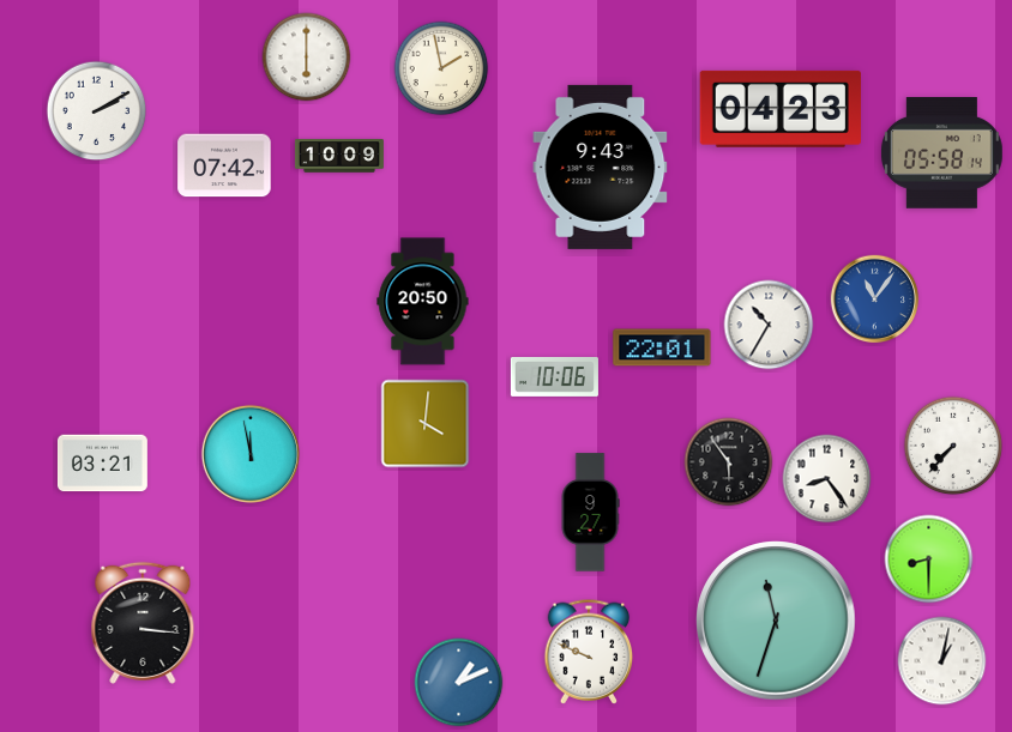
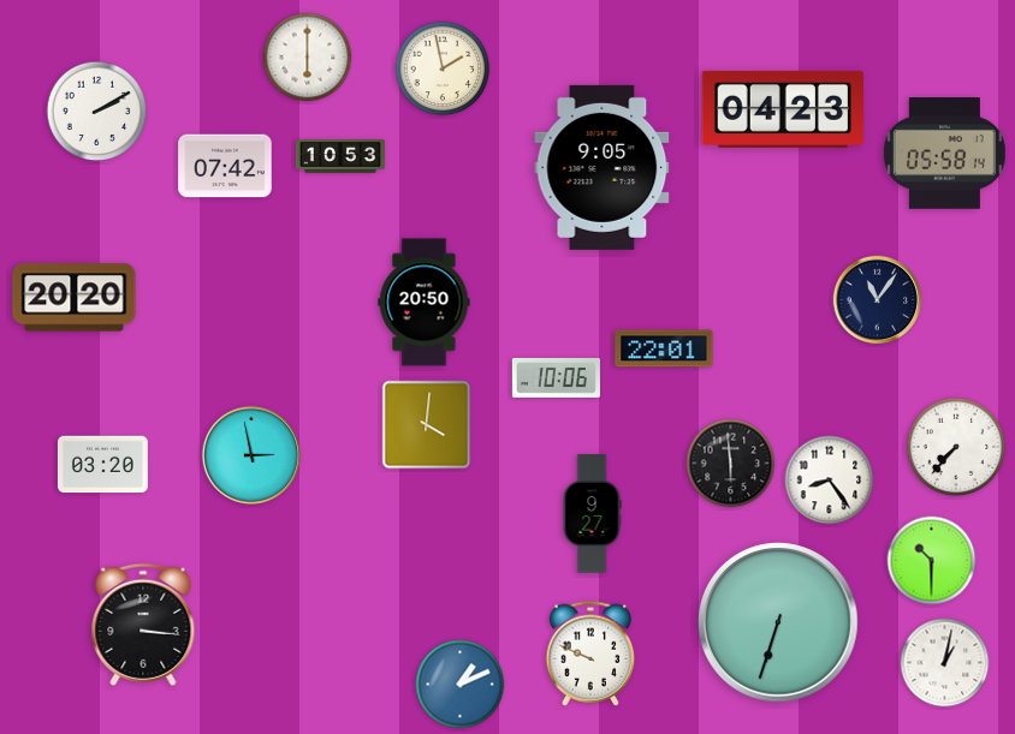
clock at (339, 156): 10:09 -> 10:53
clock at (601, 167): 9:43 -> 9:05
clock at (75, 298): none -> 20:20
clock at (875, 300) dial: blue -> navy
clock at (769, 325): 10:35 -> none
clock at (249, 453): 11:58 -> 2:58
clock at (729, 462): 5:54 -> 5:59
clock at (102, 464): 03:21 -> 03:20
clock at (929, 559): 8:30 -> 10:30
clock at (776, 621): 11:33 -> 6:33
